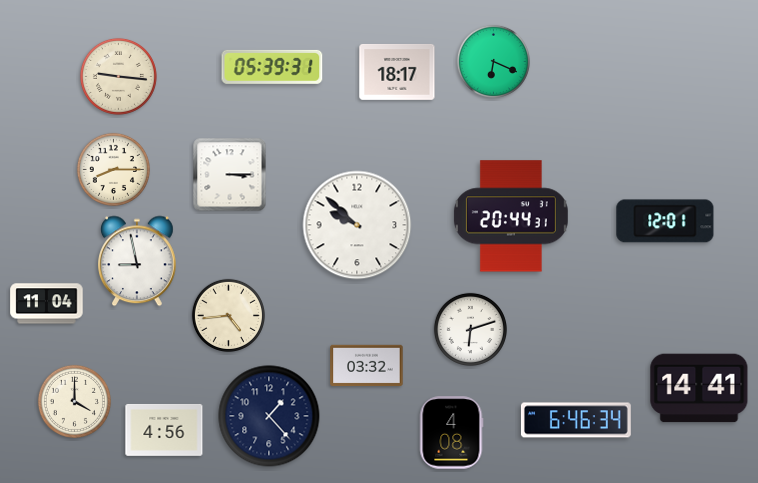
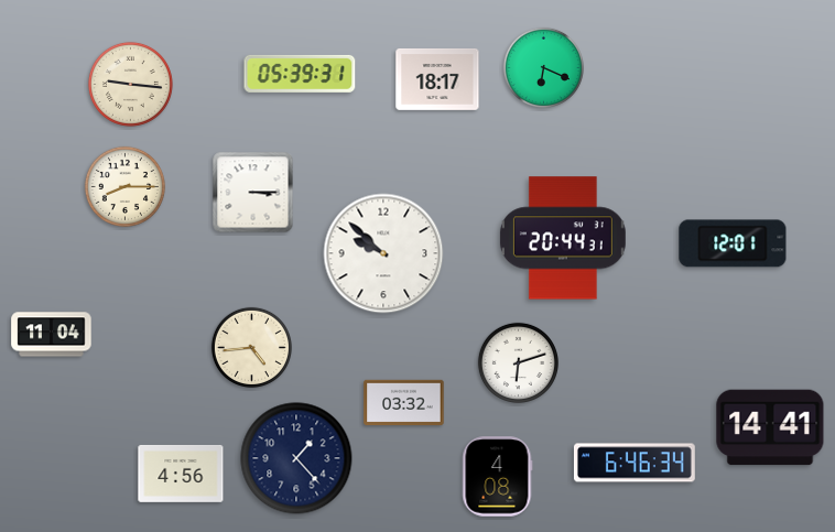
clock at (357, 225) position: (357, 225) -> (383, 253)
clock at (138, 261): 8:58 -> none
clock at (74, 401): 4:00 -> none
